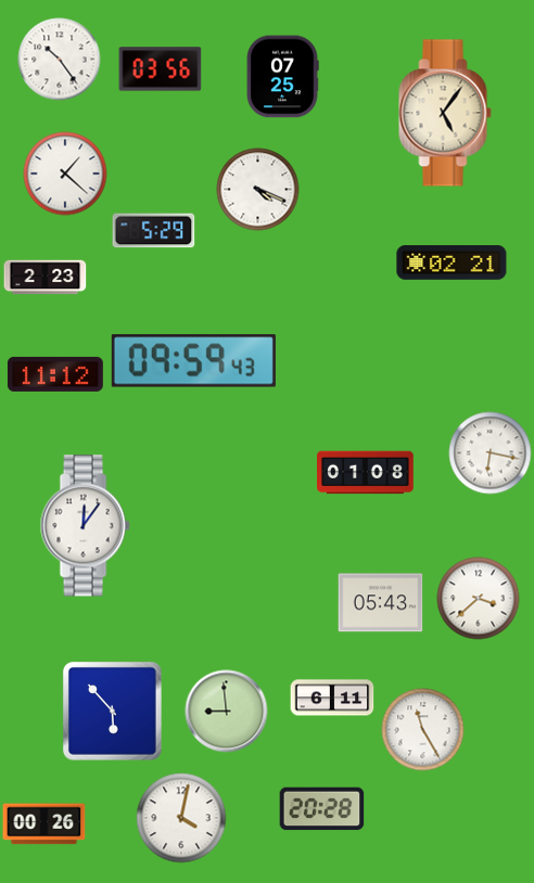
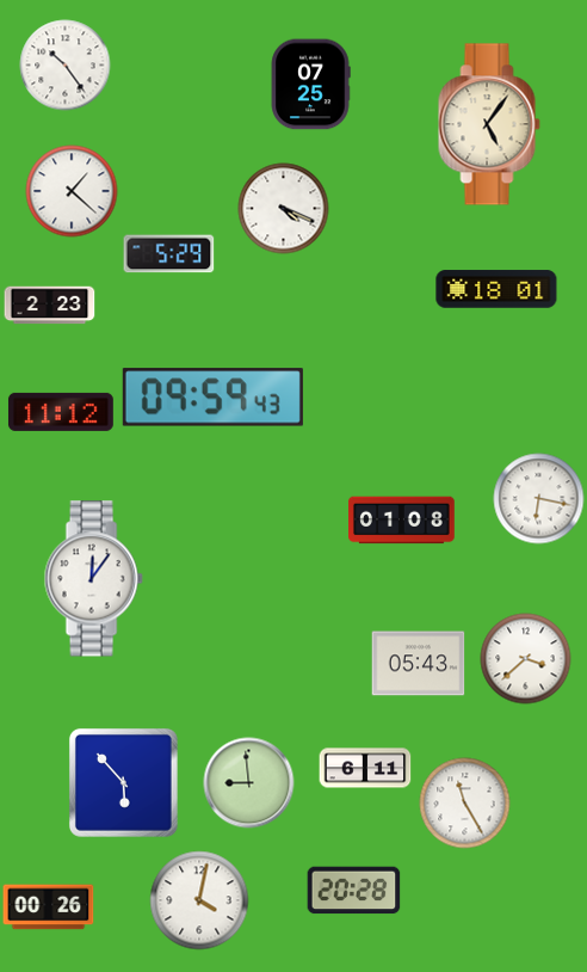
clock at (161, 69): 03:56 -> none
clock at (452, 263): 02:21 -> 18:01
